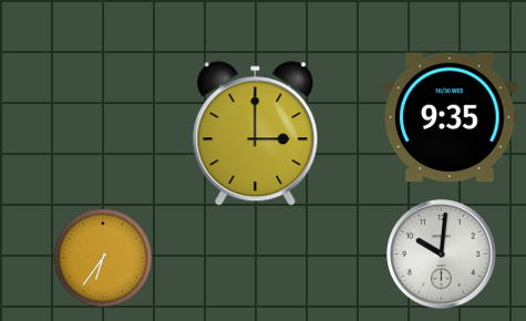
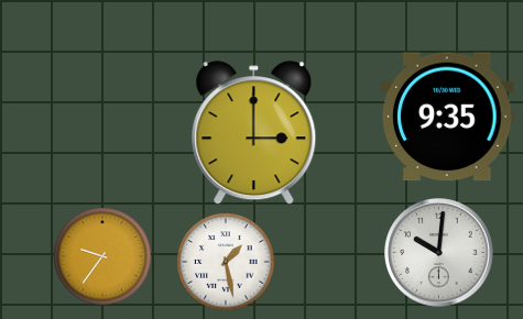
clock at (103, 258): 6:36 -> 9:36
clock at (226, 262): none -> 1:28
